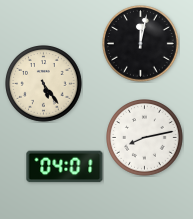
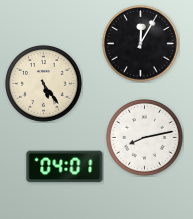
clock at (141, 44): 12:02 -> 12:05
